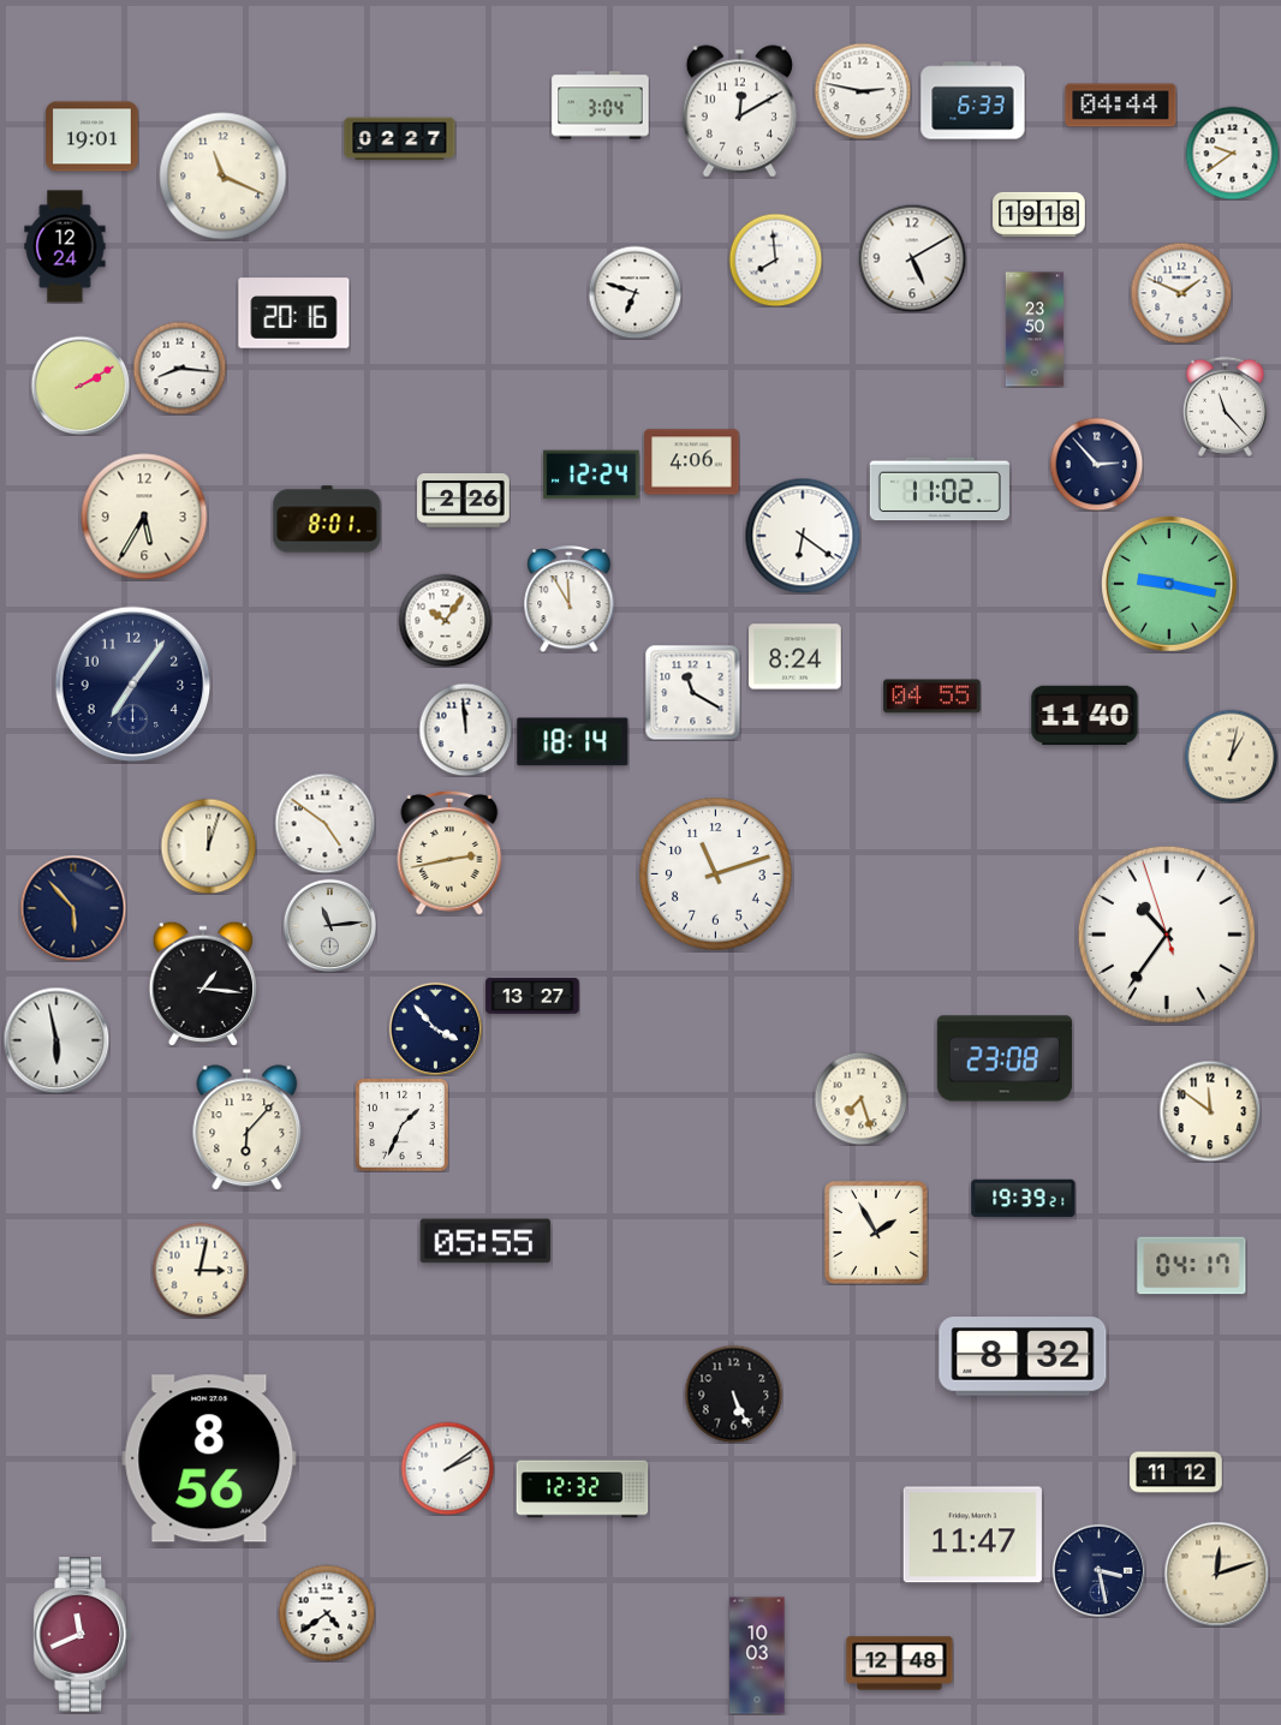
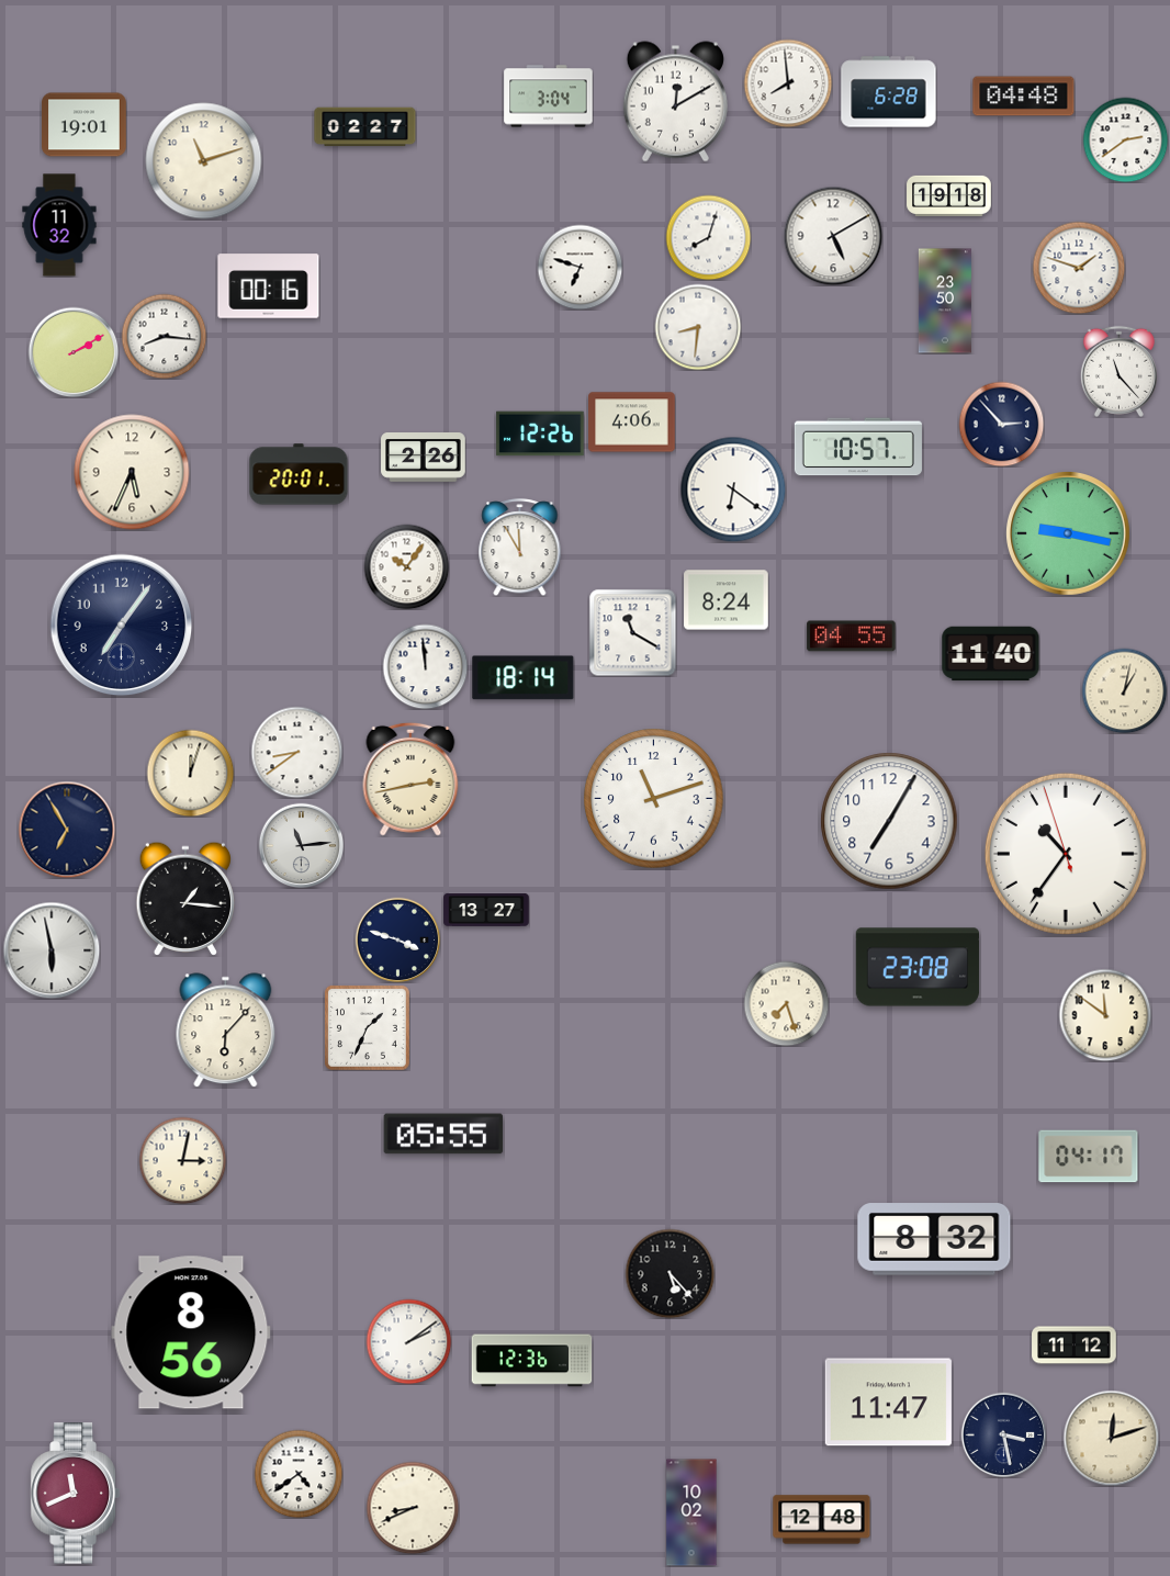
clock at (863, 91): 2:47 -> 7:59
clock at (973, 101): 6:33 -> 6:28
clock at (1121, 106): 04:44 -> 04:48
clock at (1232, 153): 9:39 -> 2:39
clock at (224, 177): 11:19 -> 11:12
clock at (65, 246): 12:24 -> 11:32
clock at (775, 259): 7:59 -> 8:03
clock at (1181, 293): 1:49 -> 1:48
clock at (294, 314): 20:16 -> 00:16
clock at (698, 327): none -> 8:31
clock at (591, 474): 12:24 -> 12:26
clock at (940, 489): 11:02 -> 10:57
clock at (144, 517): 5:35 -> 5:34
clock at (327, 519): 8:01 -> 20:01
clock at (324, 823): 4:51 -> 8:39
clock at (889, 821): none -> 7:05
clock at (73, 908): 5:53 -> 6:55
clock at (435, 1028): 3:53 -> 3:48
clock at (1024, 1199): 19:39 -> none
clock at (876, 1232): 1:55 -> none
clock at (733, 1393): 5:26 -> 5:23
clock at (583, 1490): 12:32 -> 12:36
clock at (413, 1508): none -> 8:41
clock at (757, 1655): 10:03 -> 10:02
